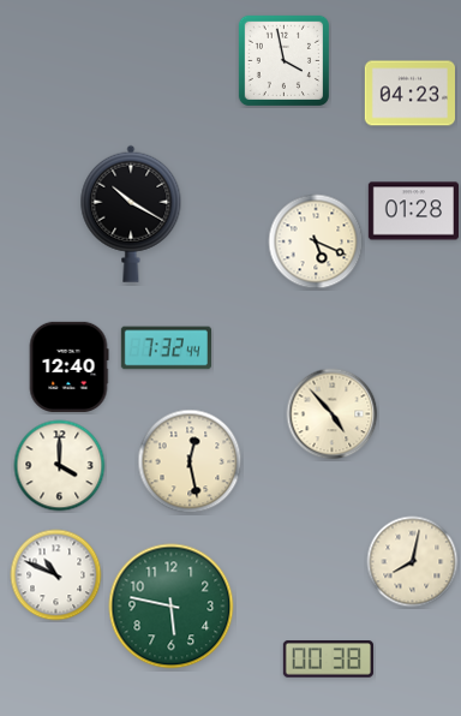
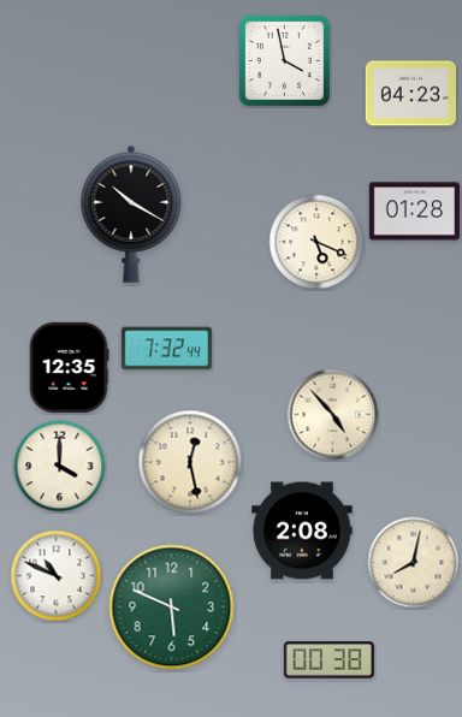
clock at (68, 366): 12:40 -> 12:35
clock at (302, 531): none -> 2:08
clock at (172, 607): 5:47 -> 5:49
